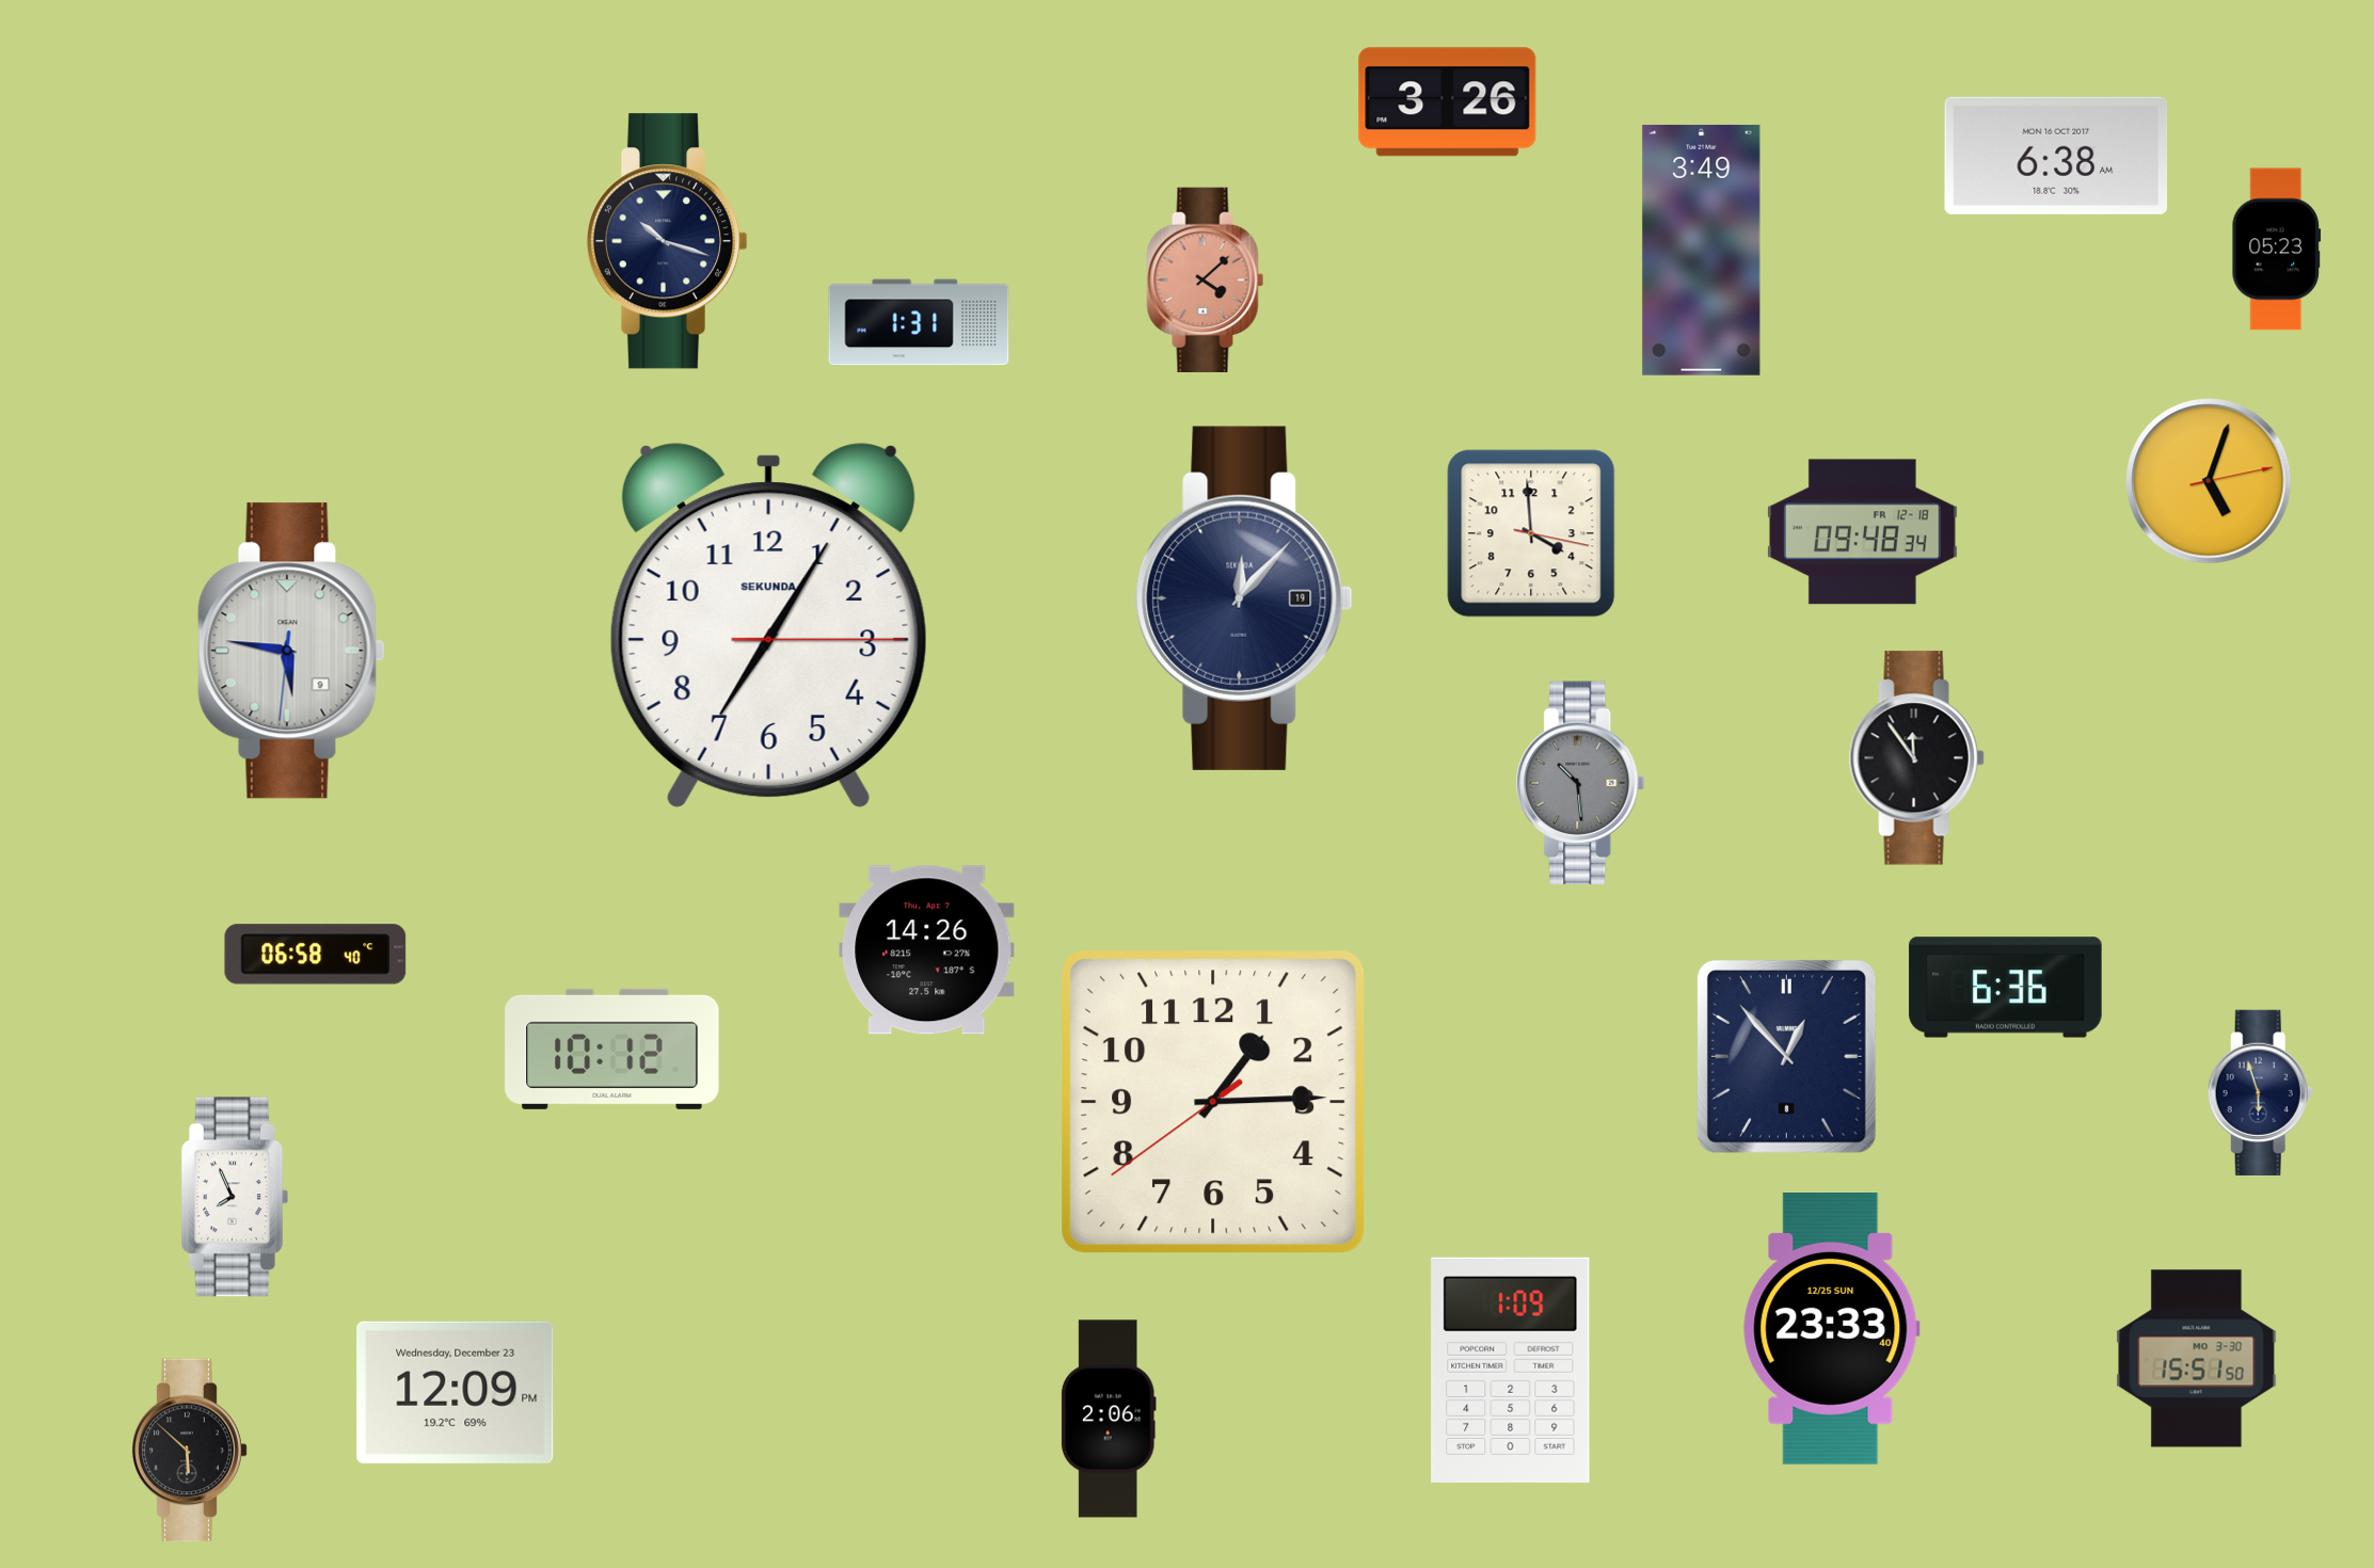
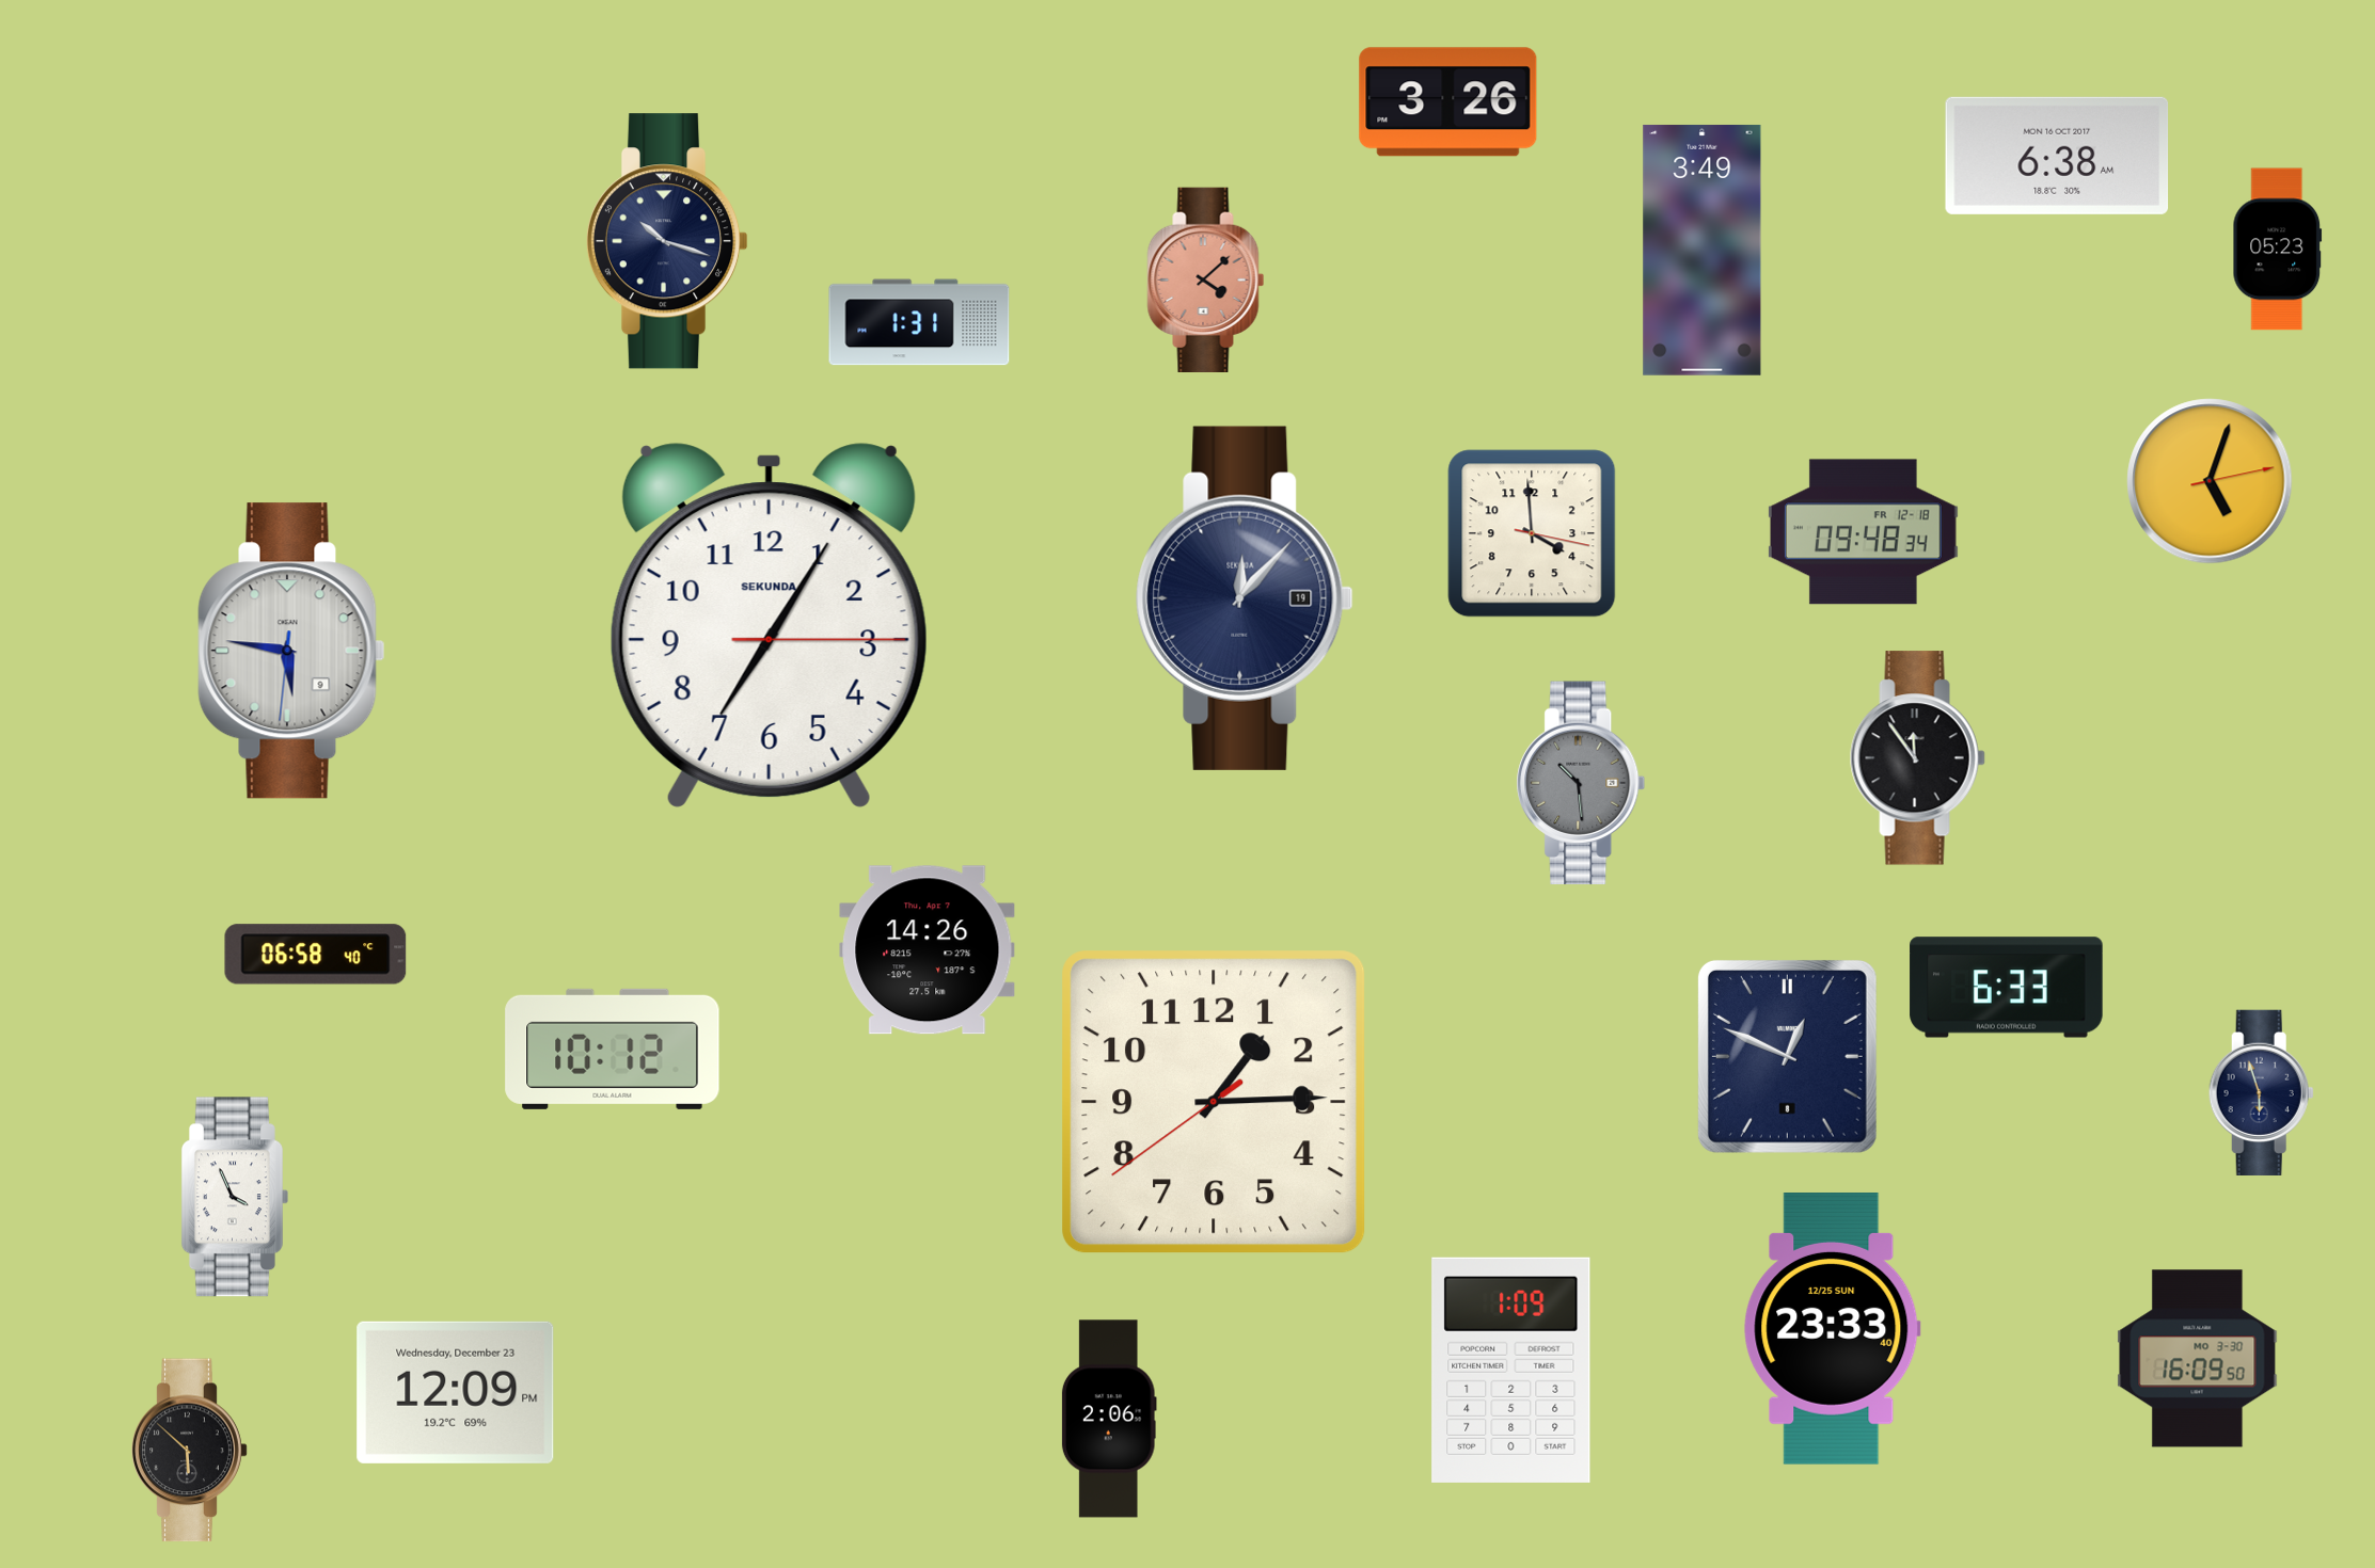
clock at (2006, 988): 6:36 -> 6:33
clock at (1786, 1056): 12:53 -> 12:49
clock at (235, 1197): 7:56 -> 3:56
clock at (2197, 1359): 15:51 -> 16:09
